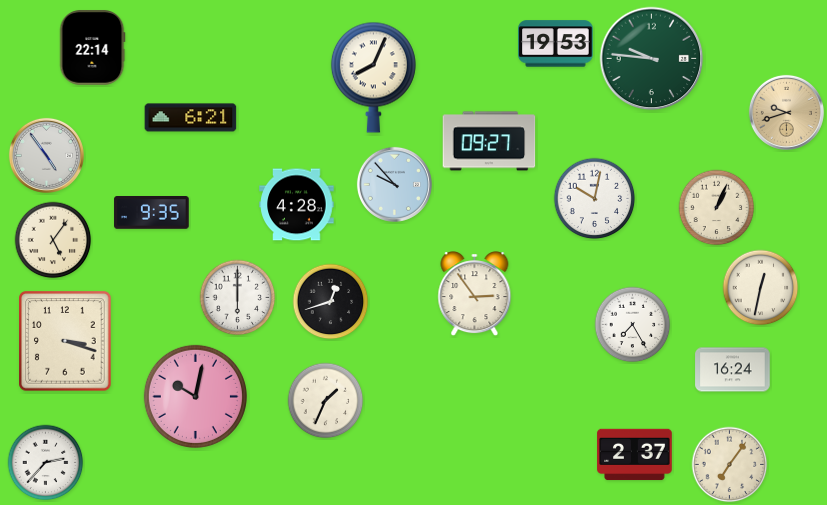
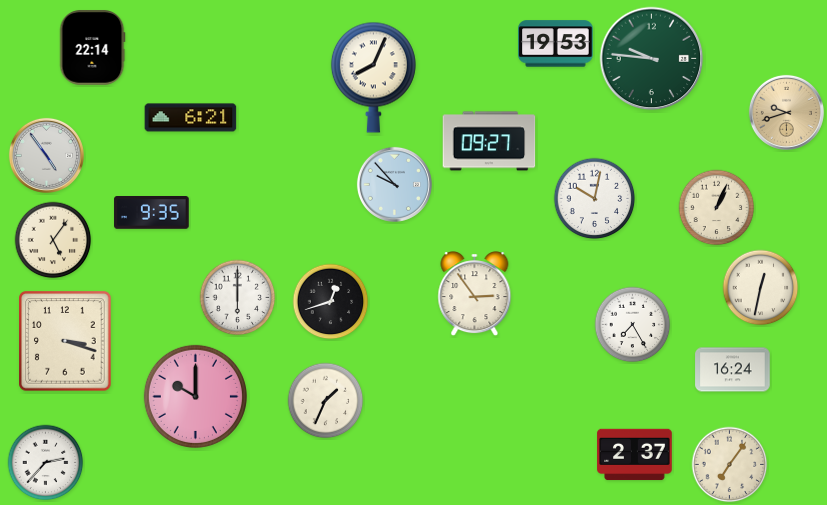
clock at (297, 205): 4:28 -> none
clock at (195, 396): 10:02 -> 10:00
